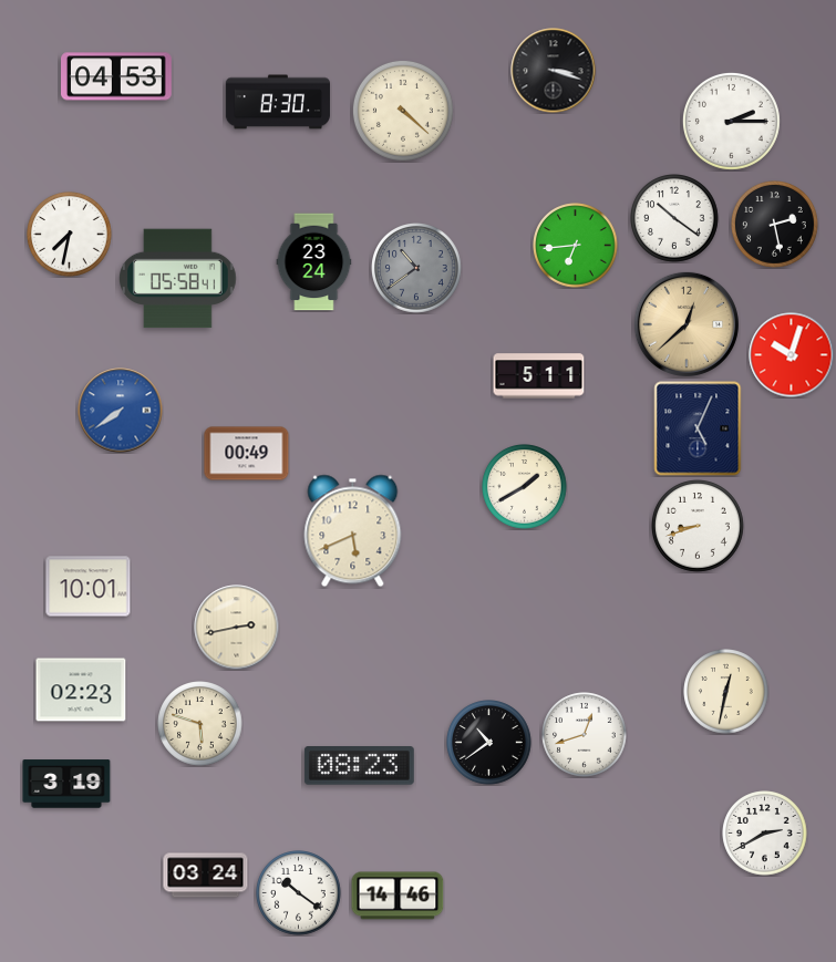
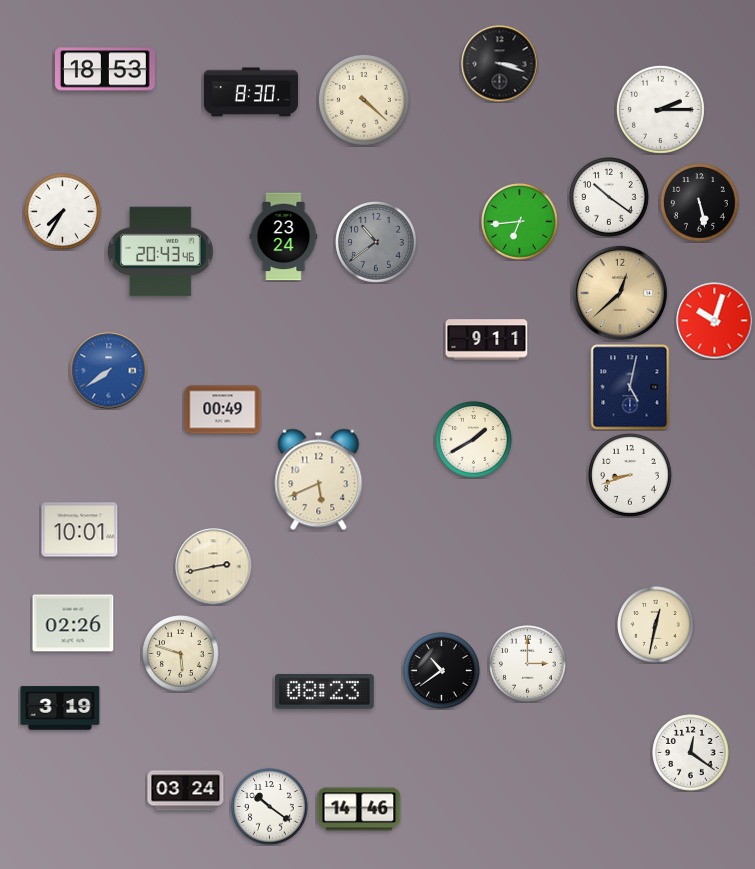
clock at (117, 76): 04:53 -> 18:53
clock at (775, 225): 2:28 -> 5:28
clock at (70, 235): 7:32 -> 7:35
clock at (178, 279): 05:58 -> 20:43
clock at (539, 376): 5:11 -> 9:11
clock at (698, 428): 5:04 -> 5:02
clock at (81, 690): 02:23 -> 02:26
clock at (585, 735): 12:42 -> 3:00
clock at (765, 834): 2:40 -> 12:21
